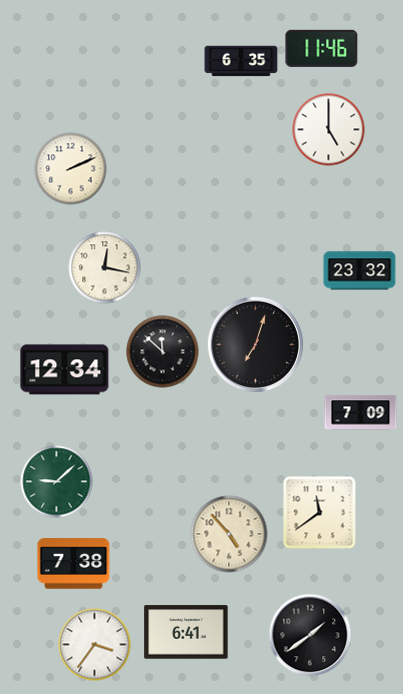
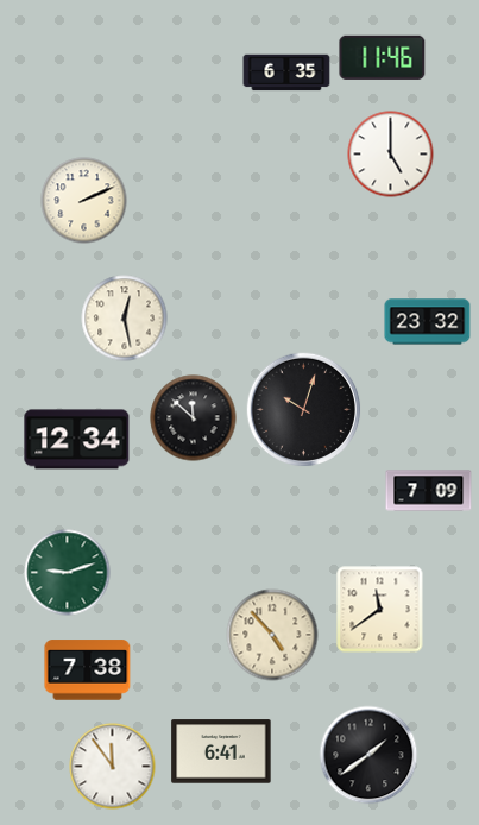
clock at (105, 268): 12:17 -> 12:28
clock at (256, 345): 7:03 -> 10:03
clock at (57, 482): 9:08 -> 9:12
clock at (95, 645): 3:36 -> 11:54
